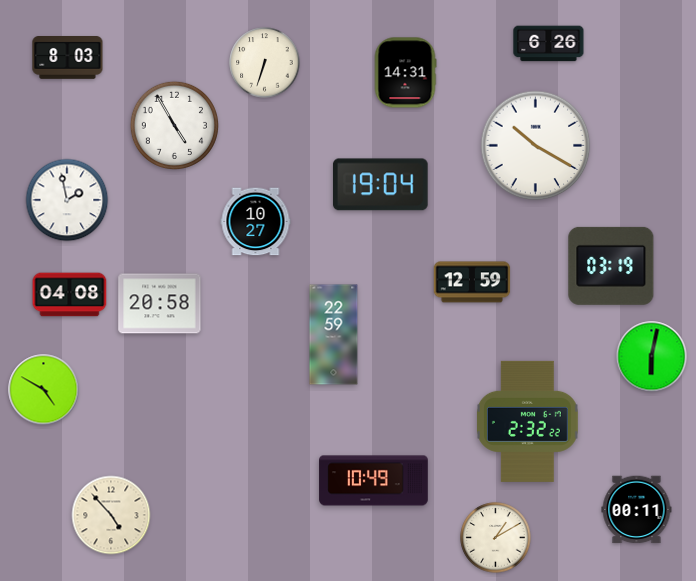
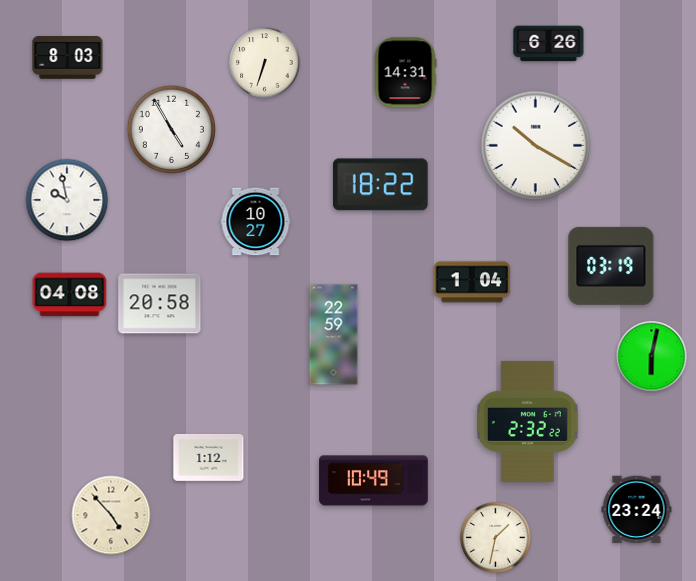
clock at (174, 125) position: (174, 125) -> (171, 129)
clock at (380, 185): 19:04 -> 18:22
clock at (67, 200): 1:58 -> 9:58
clock at (472, 282): 12:59 -> 1:04
clock at (44, 390): 4:50 -> none
clock at (209, 458): none -> 1:12
clock at (637, 510): 00:11 -> 23:24
clock at (496, 538): 1:10 -> 1:32
